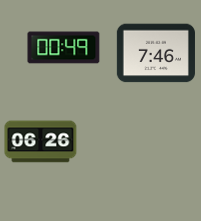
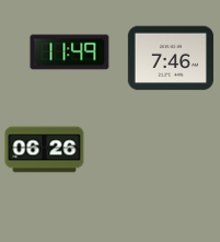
clock at (64, 48): 00:49 -> 11:49
clock at (41, 142) position: (41, 142) -> (45, 150)
